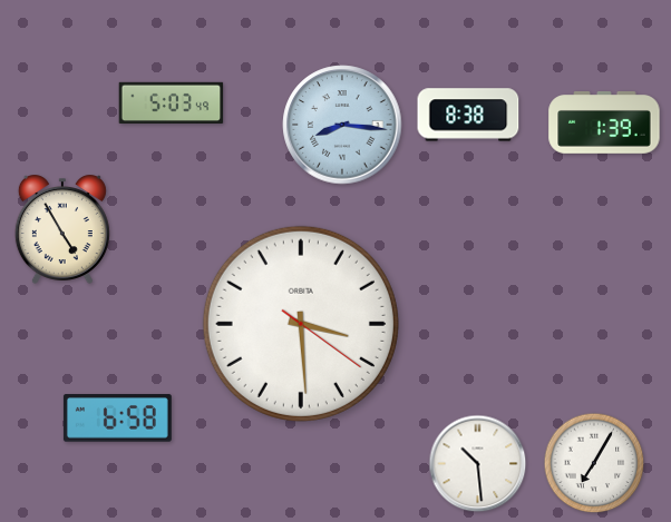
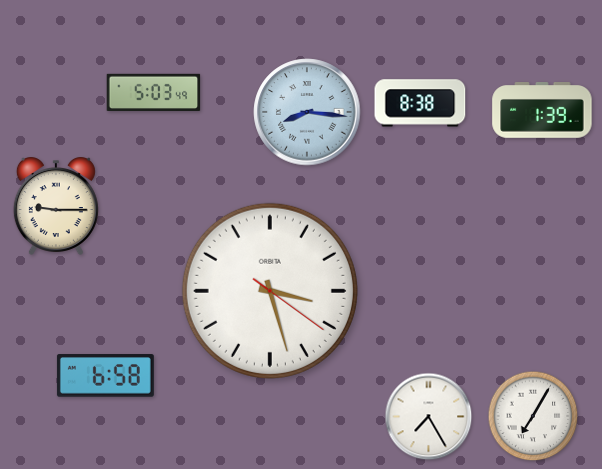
clock at (62, 229): 4:55 -> 9:15
clock at (301, 324): 3:29 -> 3:27
clock at (478, 464): 10:29 -> 7:25
